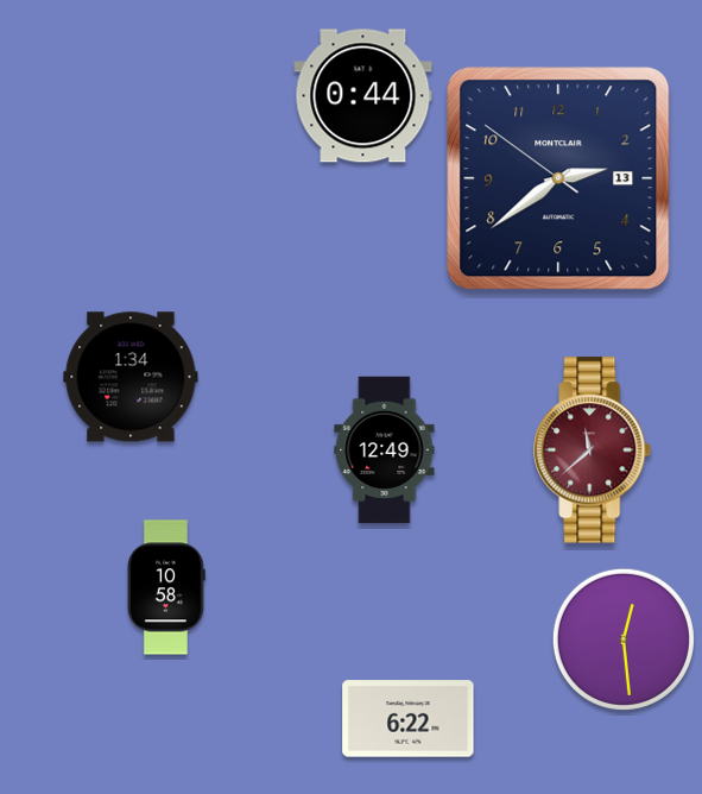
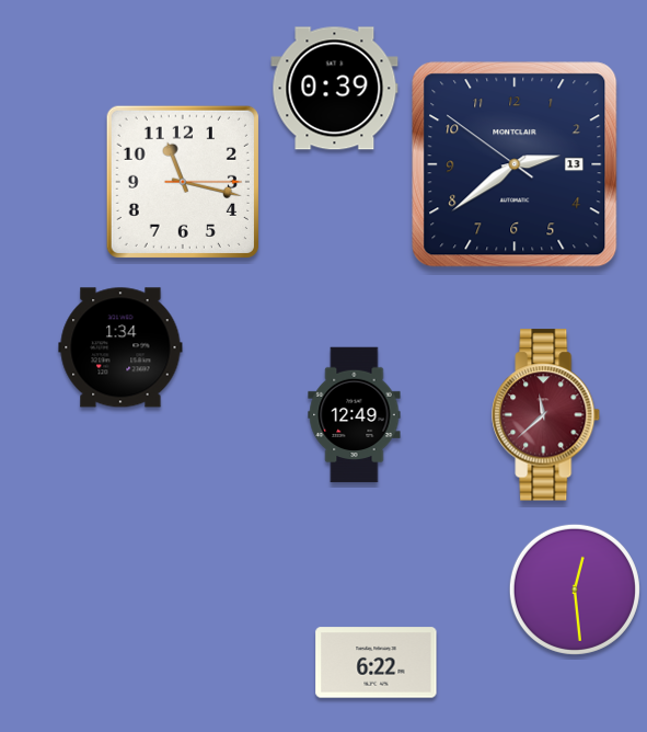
clock at (363, 96): 0:44 -> 0:39
clock at (183, 182): none -> 11:17
clock at (166, 587): 10:58 -> none
